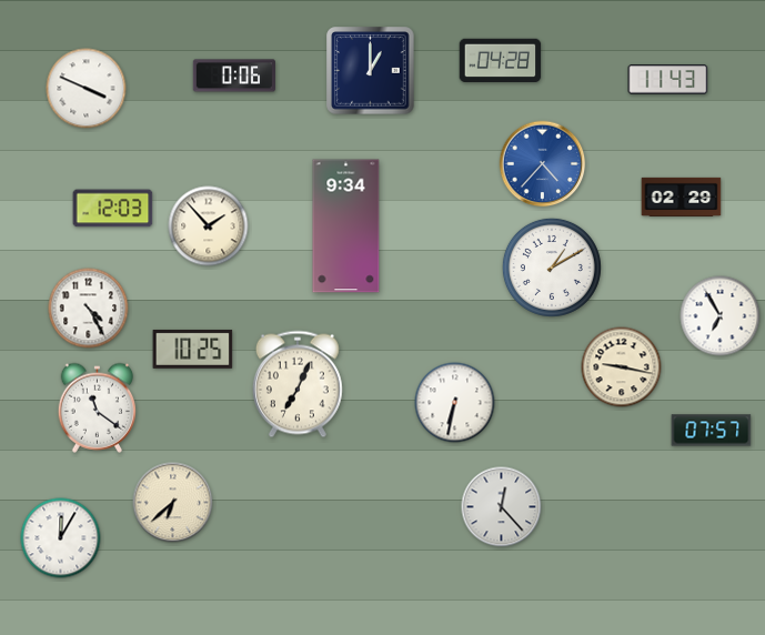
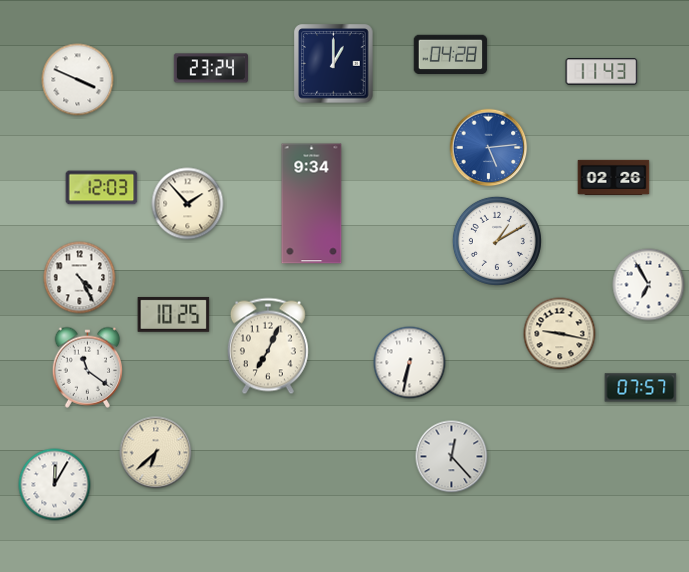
clock at (233, 75): 0:06 -> 23:24
clock at (543, 164): 4:37 -> 5:14
clock at (682, 196): 02:29 -> 02:26
clock at (622, 367) position: (622, 367) -> (560, 334)
